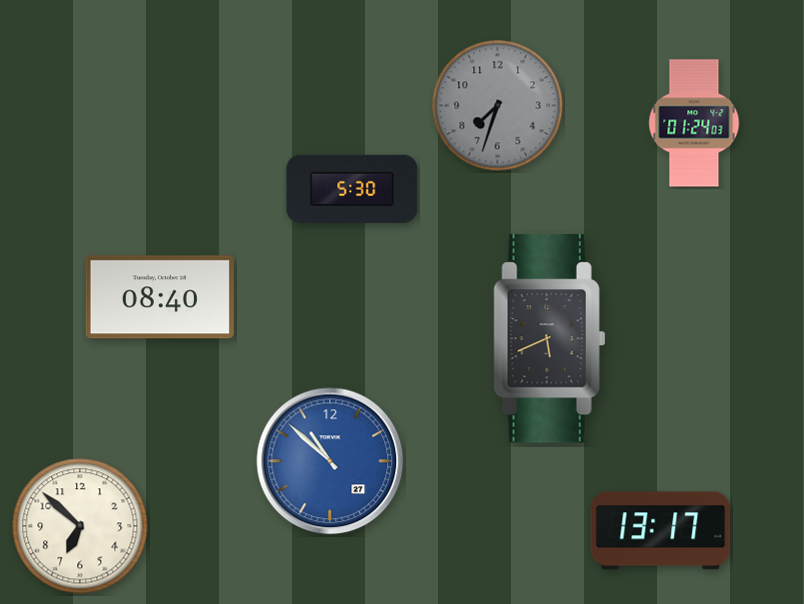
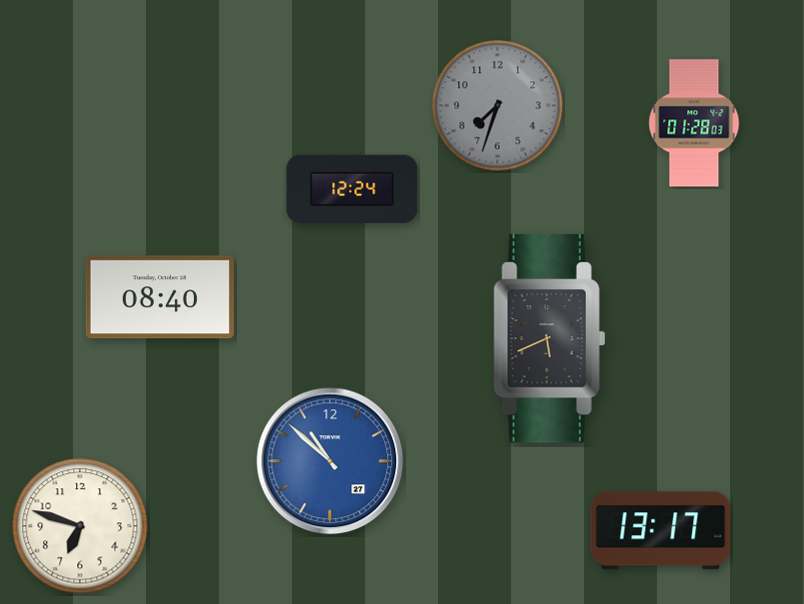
clock at (694, 123): 01:24 -> 01:28
clock at (352, 189): 5:30 -> 12:24
clock at (80, 526): 6:52 -> 6:48
